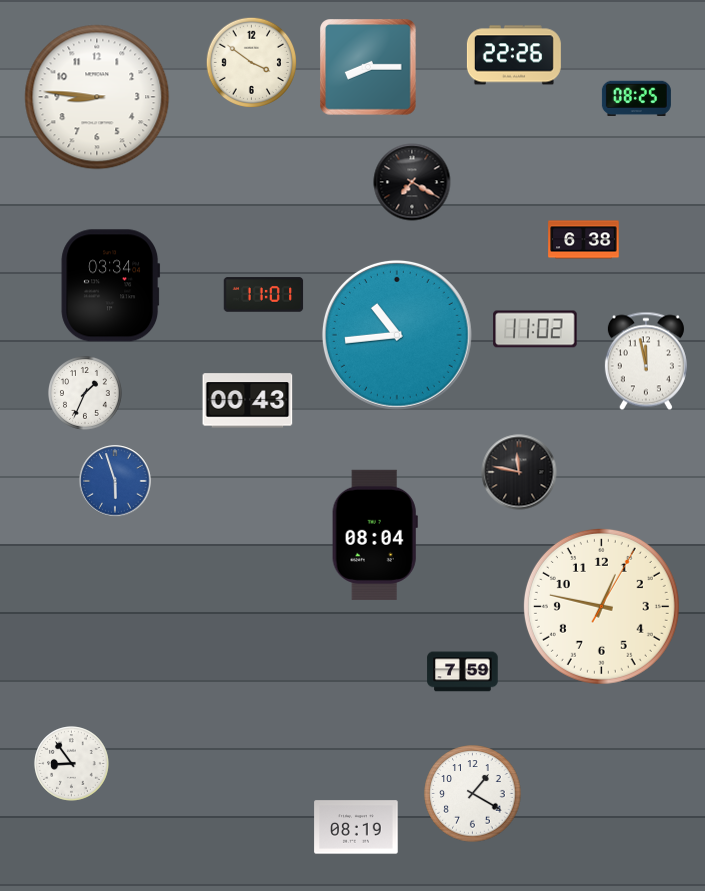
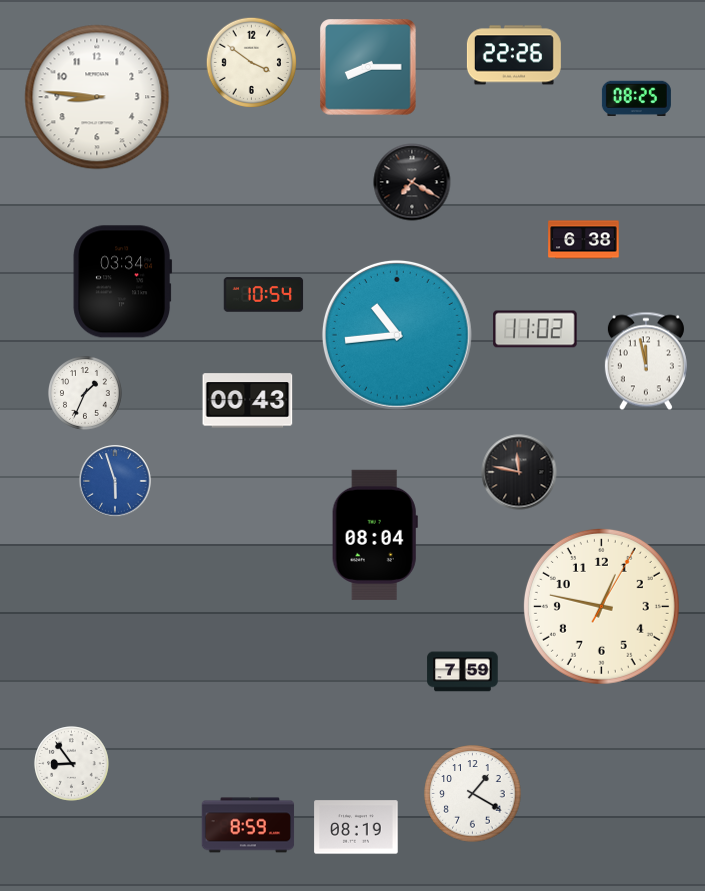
clock at (111, 286) position: (111, 286) -> (123, 282)
clock at (264, 295): 11:01 -> 10:54
clock at (248, 825): none -> 8:59
